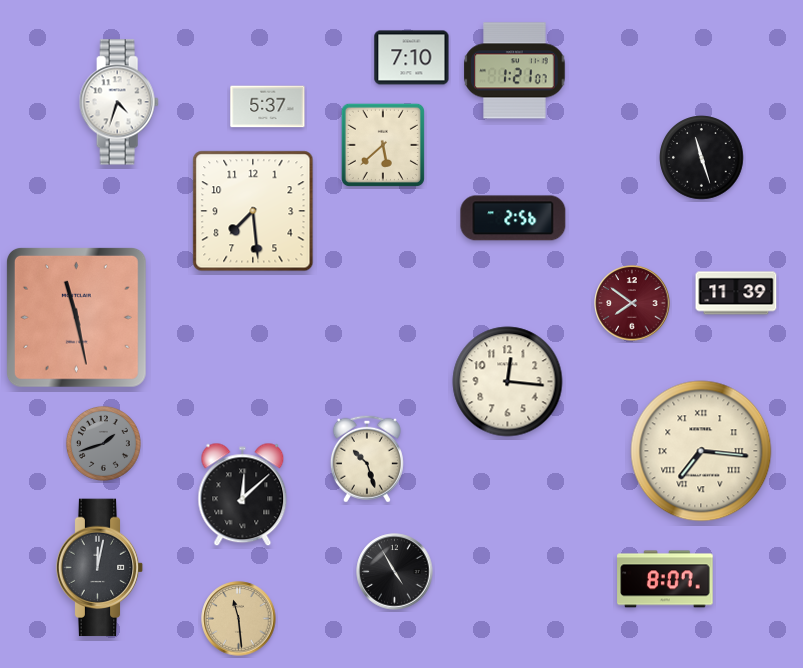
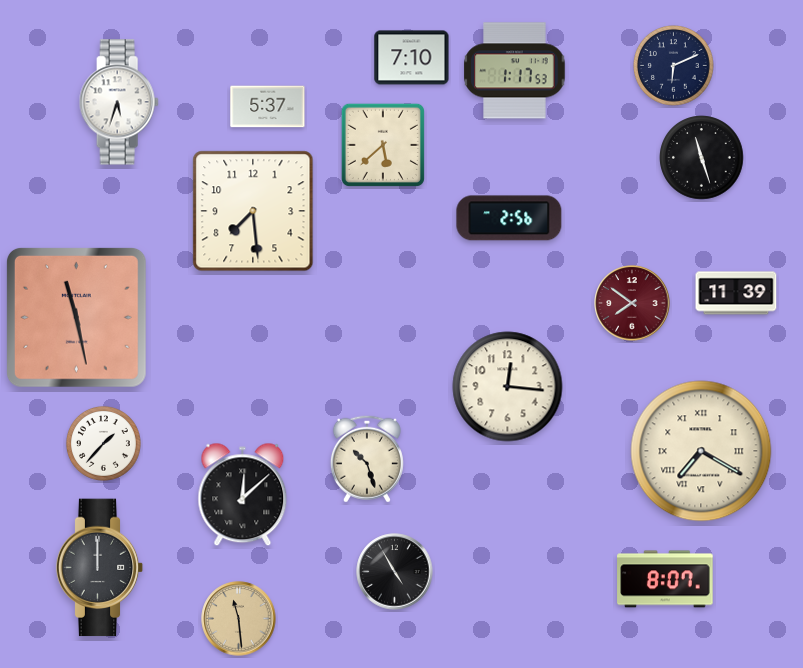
clock at (674, 66): none -> 6:11
clock at (515, 71): 1:21 -> 1:17
clock at (119, 102): 4:33 -> 5:33
clock at (513, 218) position: (513, 218) -> (509, 218)
clock at (508, 382) position: (508, 382) -> (508, 387)
clock at (103, 443): 1:42 -> 1:37
clock at (103, 443) dial: grey -> white
clock at (701, 451): 7:16 -> 7:20
clock at (100, 568): 12:02 -> 12:00
